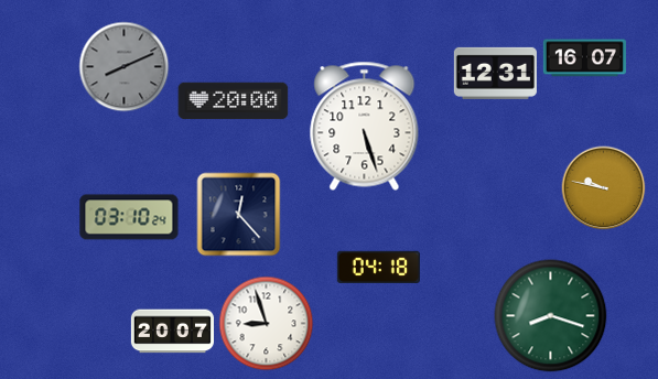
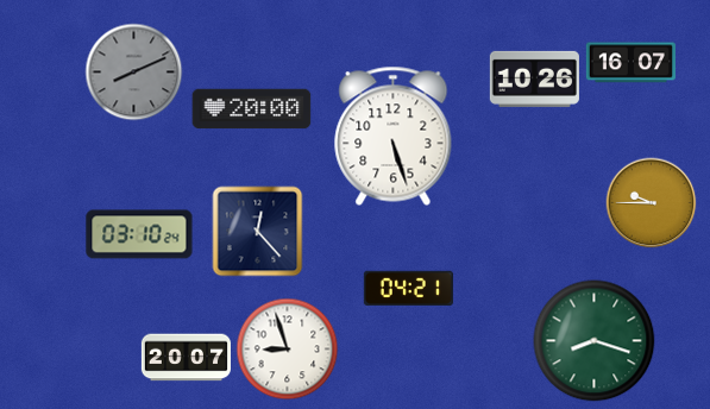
clock at (495, 73): 12:31 -> 10:26
clock at (604, 188): 9:47 -> 9:45
clock at (378, 267): 04:18 -> 04:21
